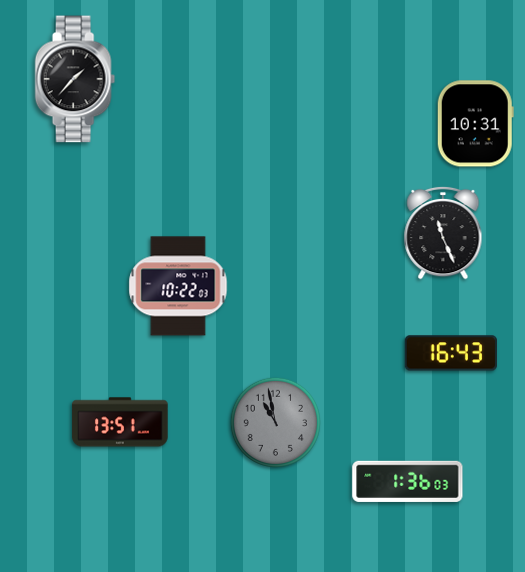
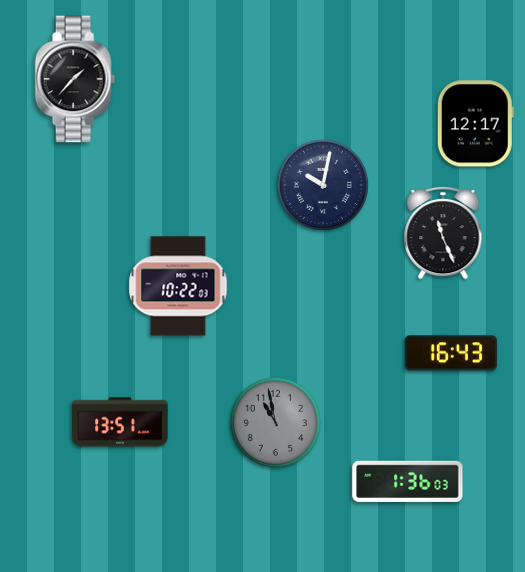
clock at (475, 124): 10:31 -> 12:17
clock at (323, 185): none -> 10:02
